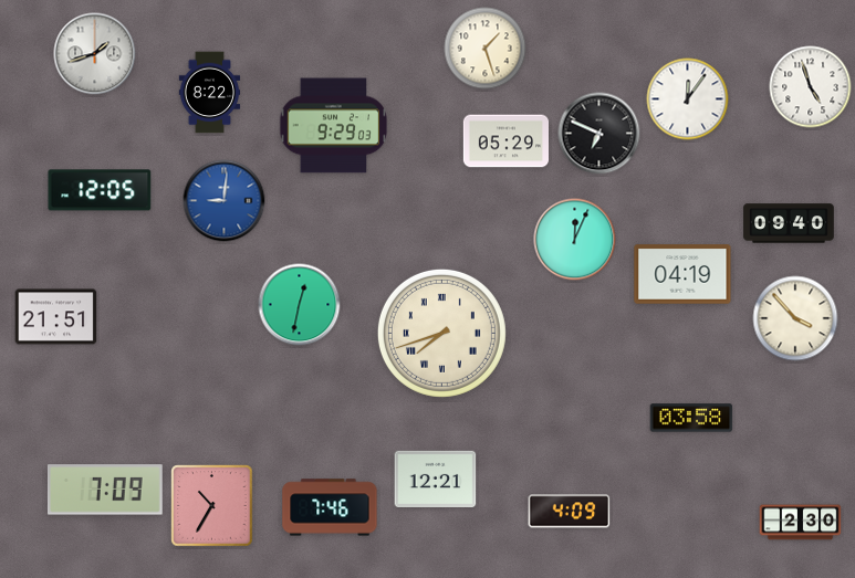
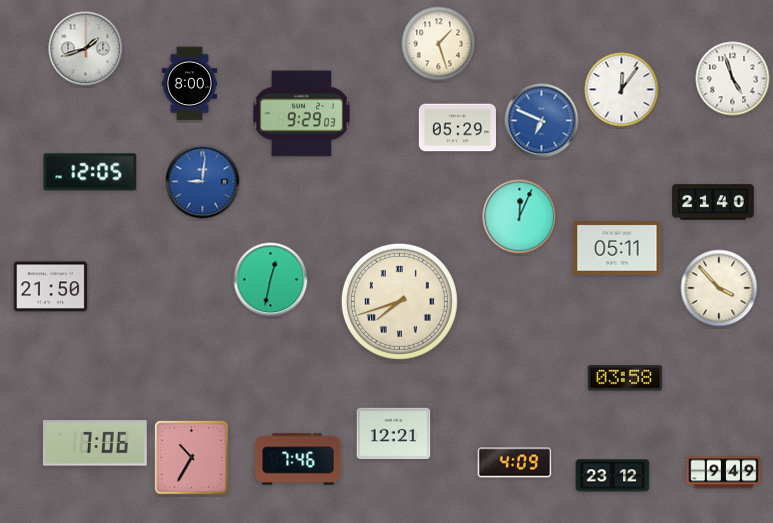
clock at (210, 93): 8:22 -> 8:00
clock at (599, 134) dial: black -> blue
clock at (789, 223): 09:40 -> 21:40
clock at (682, 274): 04:19 -> 05:11
clock at (300, 305) position: (300, 305) -> (271, 280)
clock at (56, 317): 21:51 -> 21:50
clock at (105, 490): 7:09 -> 7:06
clock at (801, 523): 2:30 -> 9:49
clock at (613, 476): none -> 23:12
